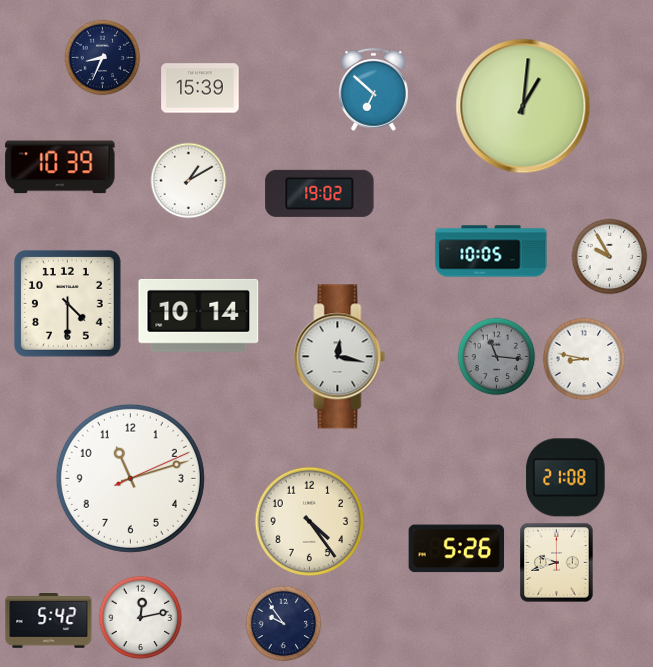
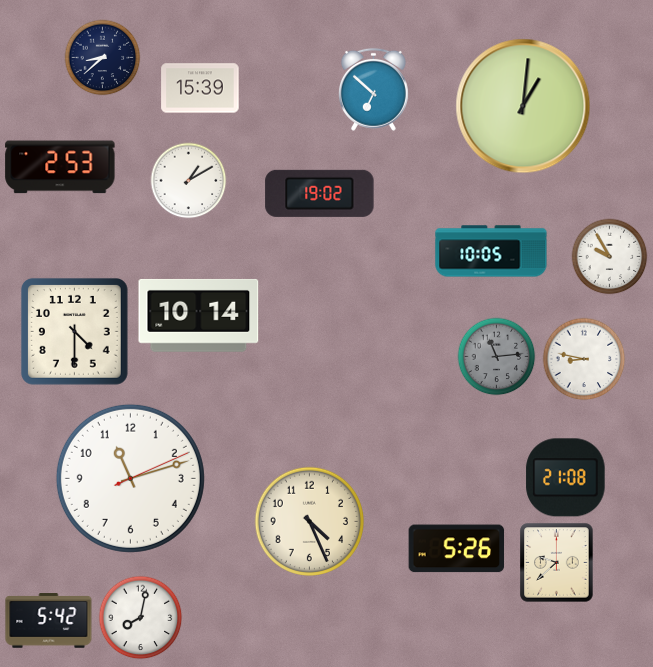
clock at (103, 58): 8:34 -> 8:38
clock at (60, 167): 10:39 -> 2:53
clock at (67, 303) position: (67, 303) -> (74, 331)
clock at (340, 357): 12:17 -> none
clock at (497, 357): 11:16 -> 11:14
clock at (309, 521): 4:24 -> 4:26
clock at (557, 563): 9:42 -> 9:38
clock at (141, 618): 12:13 -> 8:02
clock at (284, 624): 9:54 -> none
